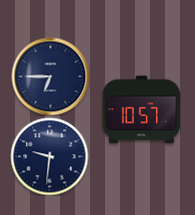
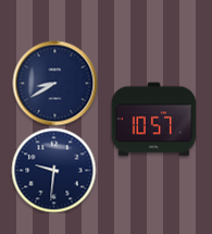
clock at (50, 76): 6:45 -> 8:40
